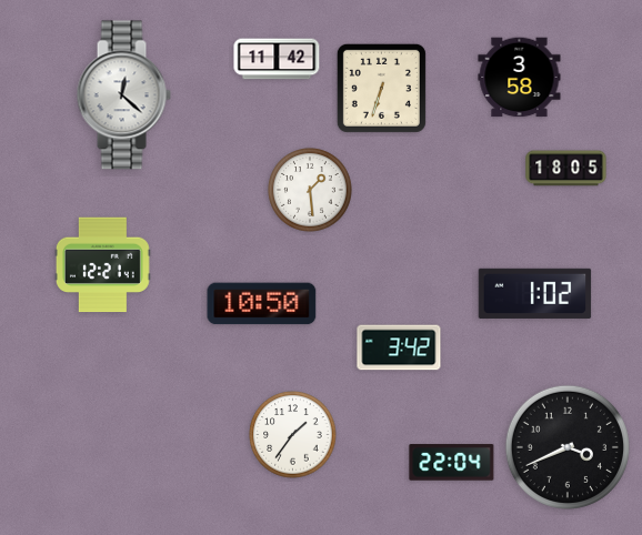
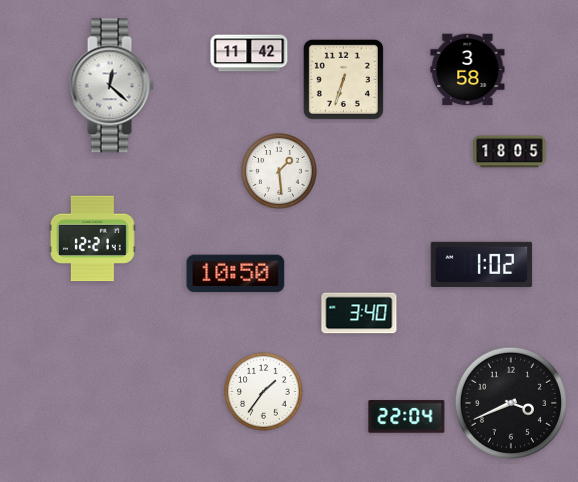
clock at (399, 347): 3:42 -> 3:40
